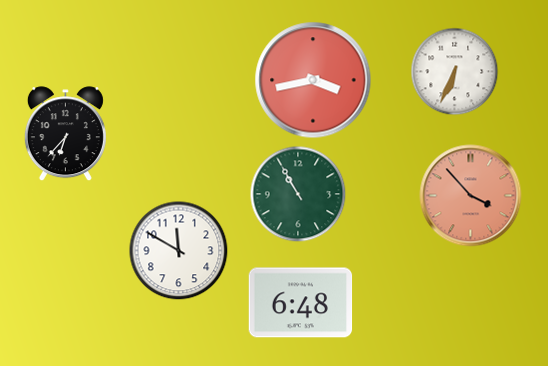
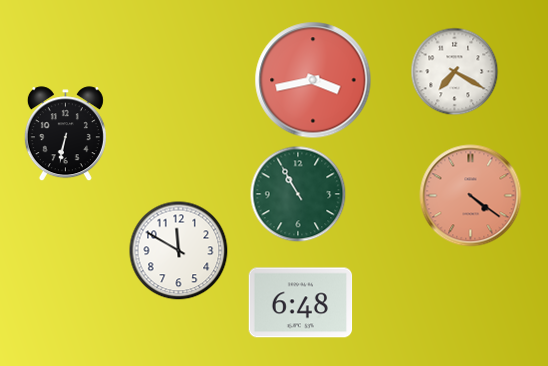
clock at (455, 72): 6:34 -> 7:20
clock at (65, 134): 6:37 -> 6:32
clock at (471, 196): 3:53 -> 4:21
